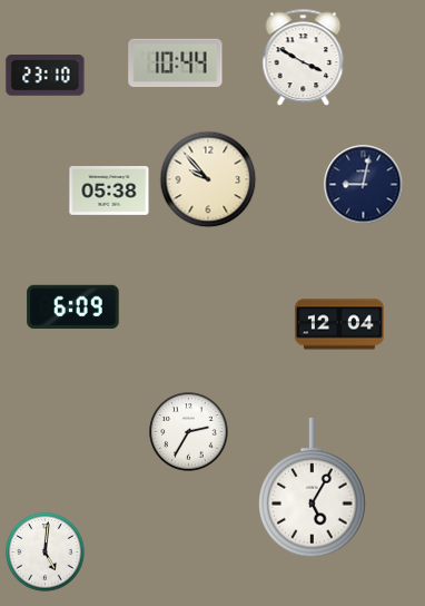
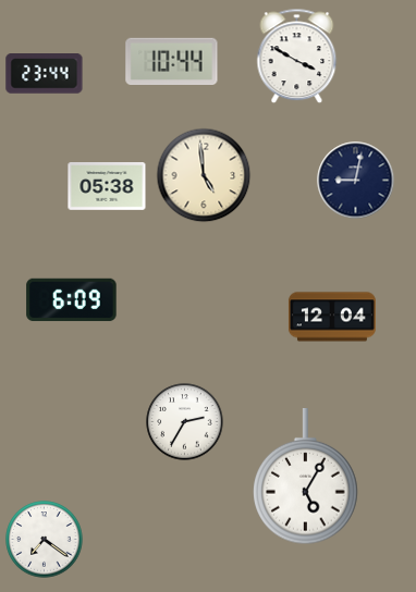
clock at (46, 76): 23:10 -> 23:44
clock at (208, 179): 9:53 -> 4:59
clock at (46, 553): 5:01 -> 7:21
